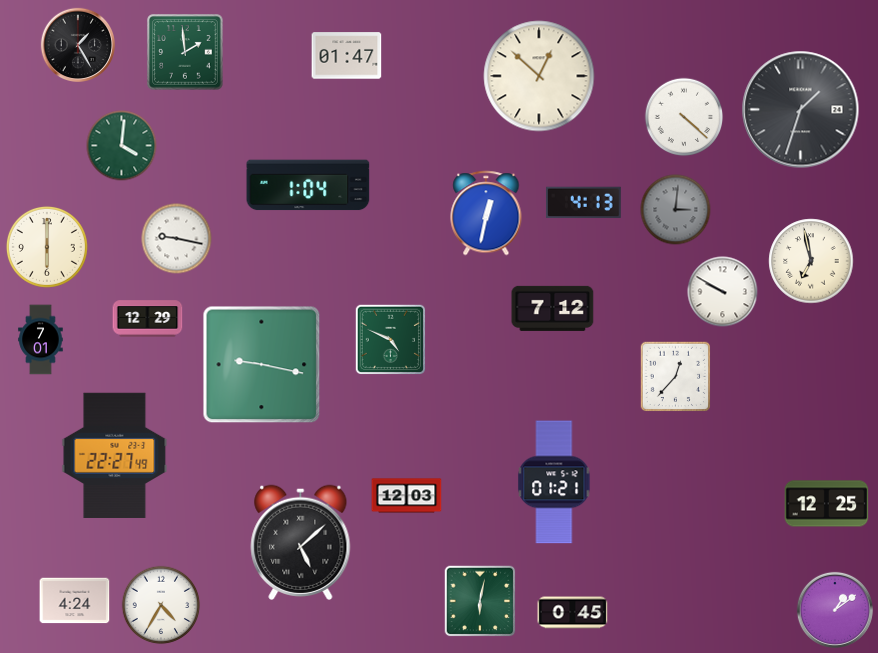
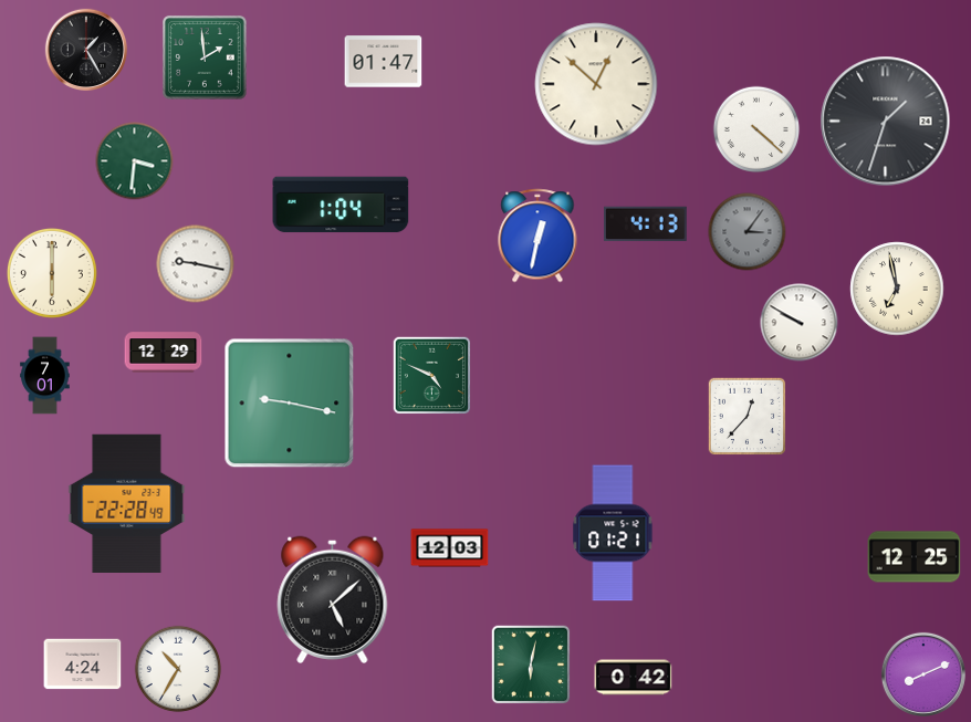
clock at (122, 146): 4:01 -> 3:31
clock at (676, 210): 3:01 -> 3:06
clock at (553, 308): 7:12 -> none
clock at (115, 455): 22:27 -> 22:28
clock at (161, 605): 4:35 -> 10:35
clock at (835, 610): 1:09 -> 8:11
clock at (573, 613): 0:45 -> 0:42
